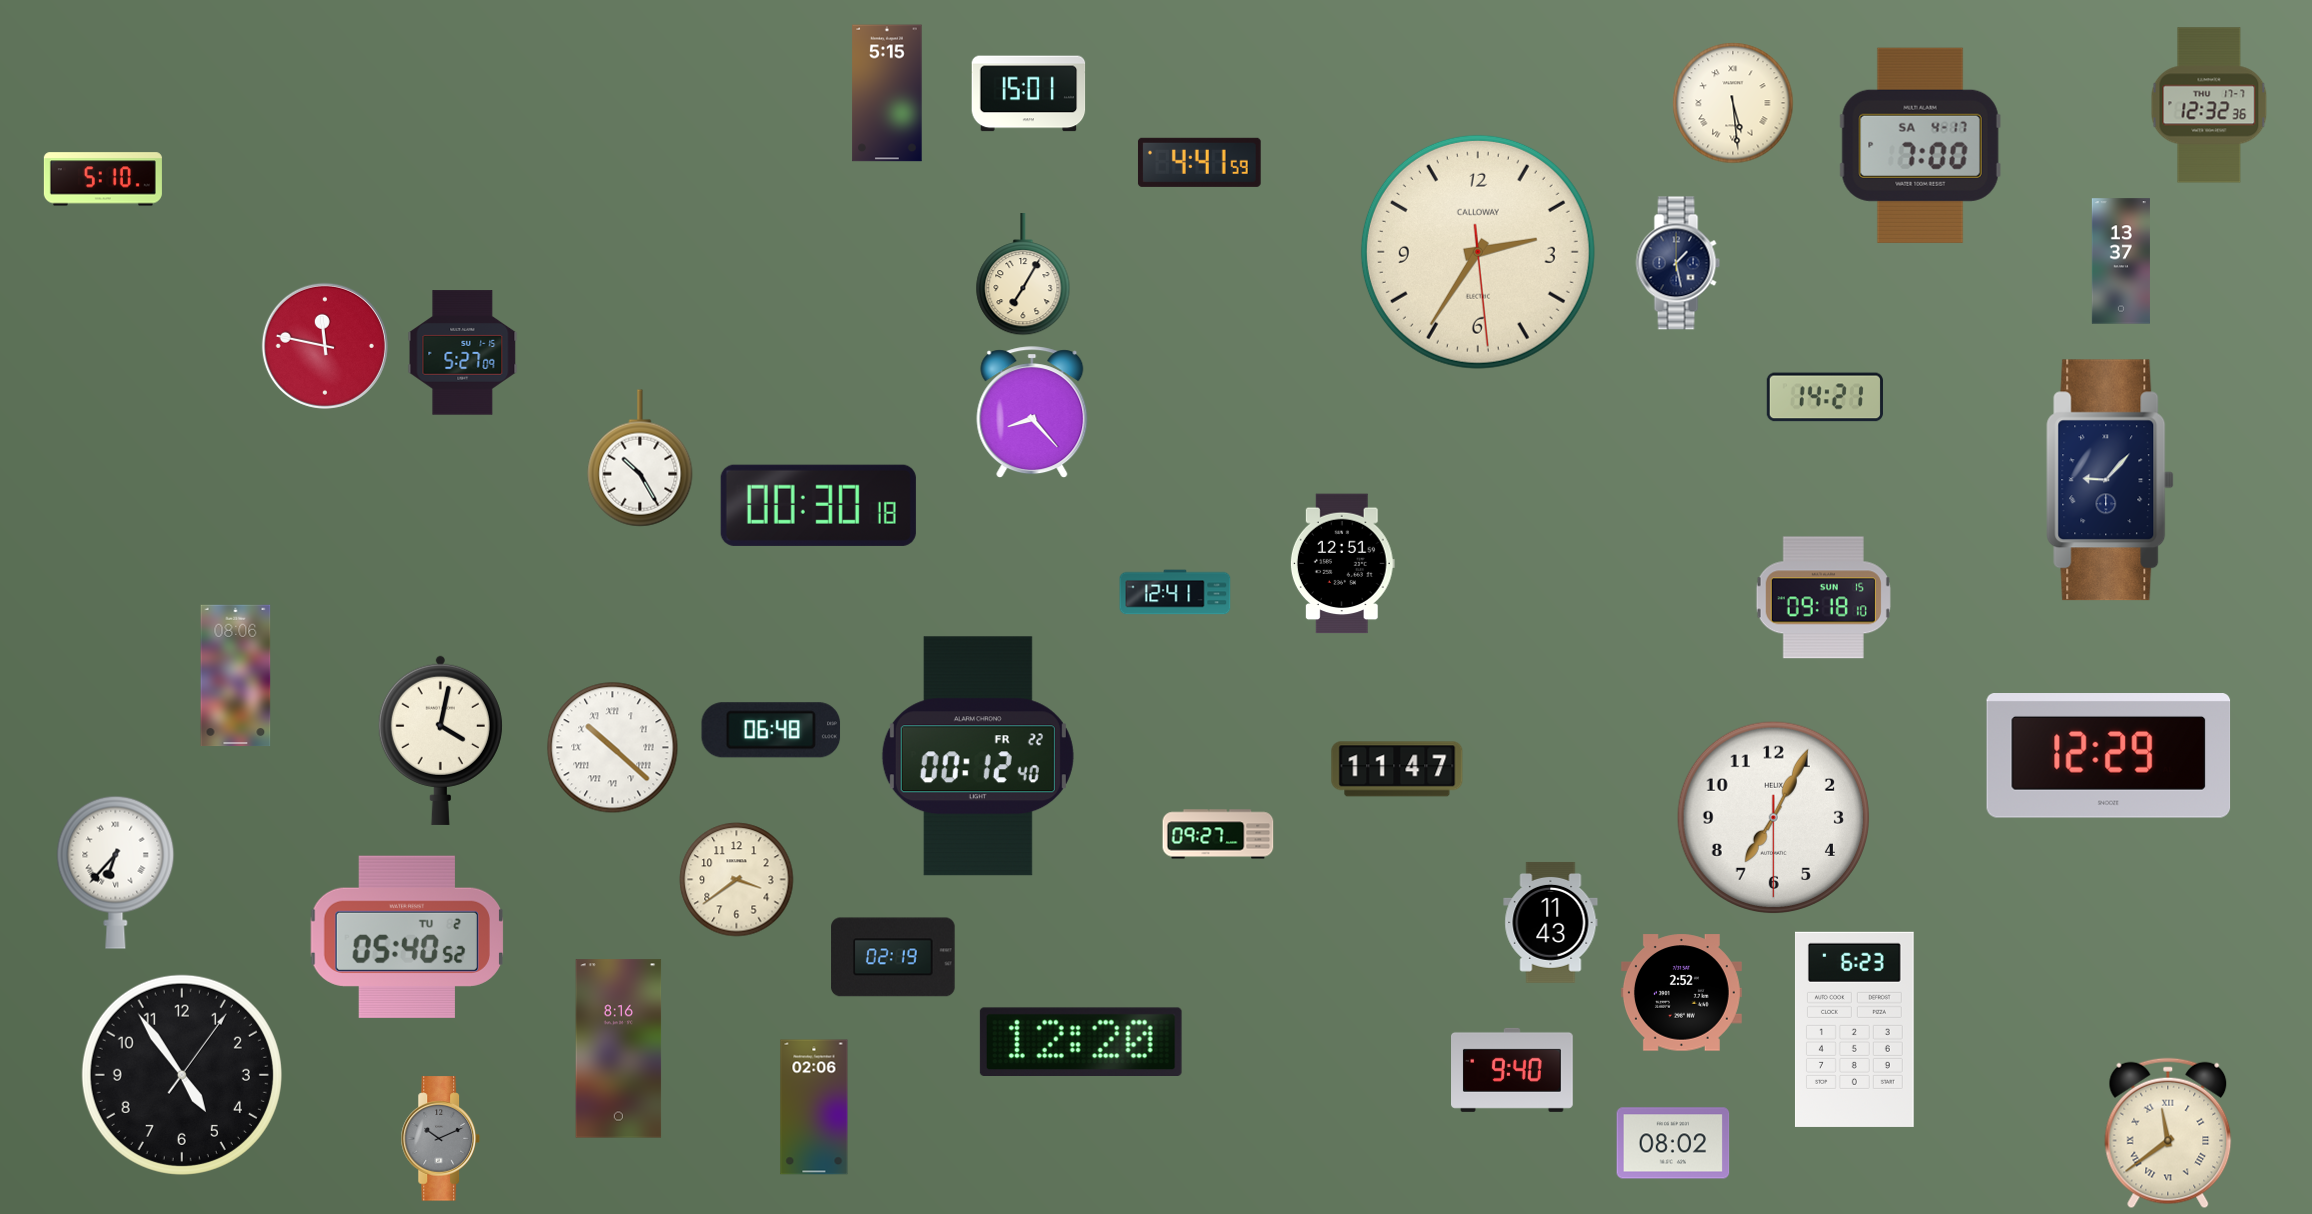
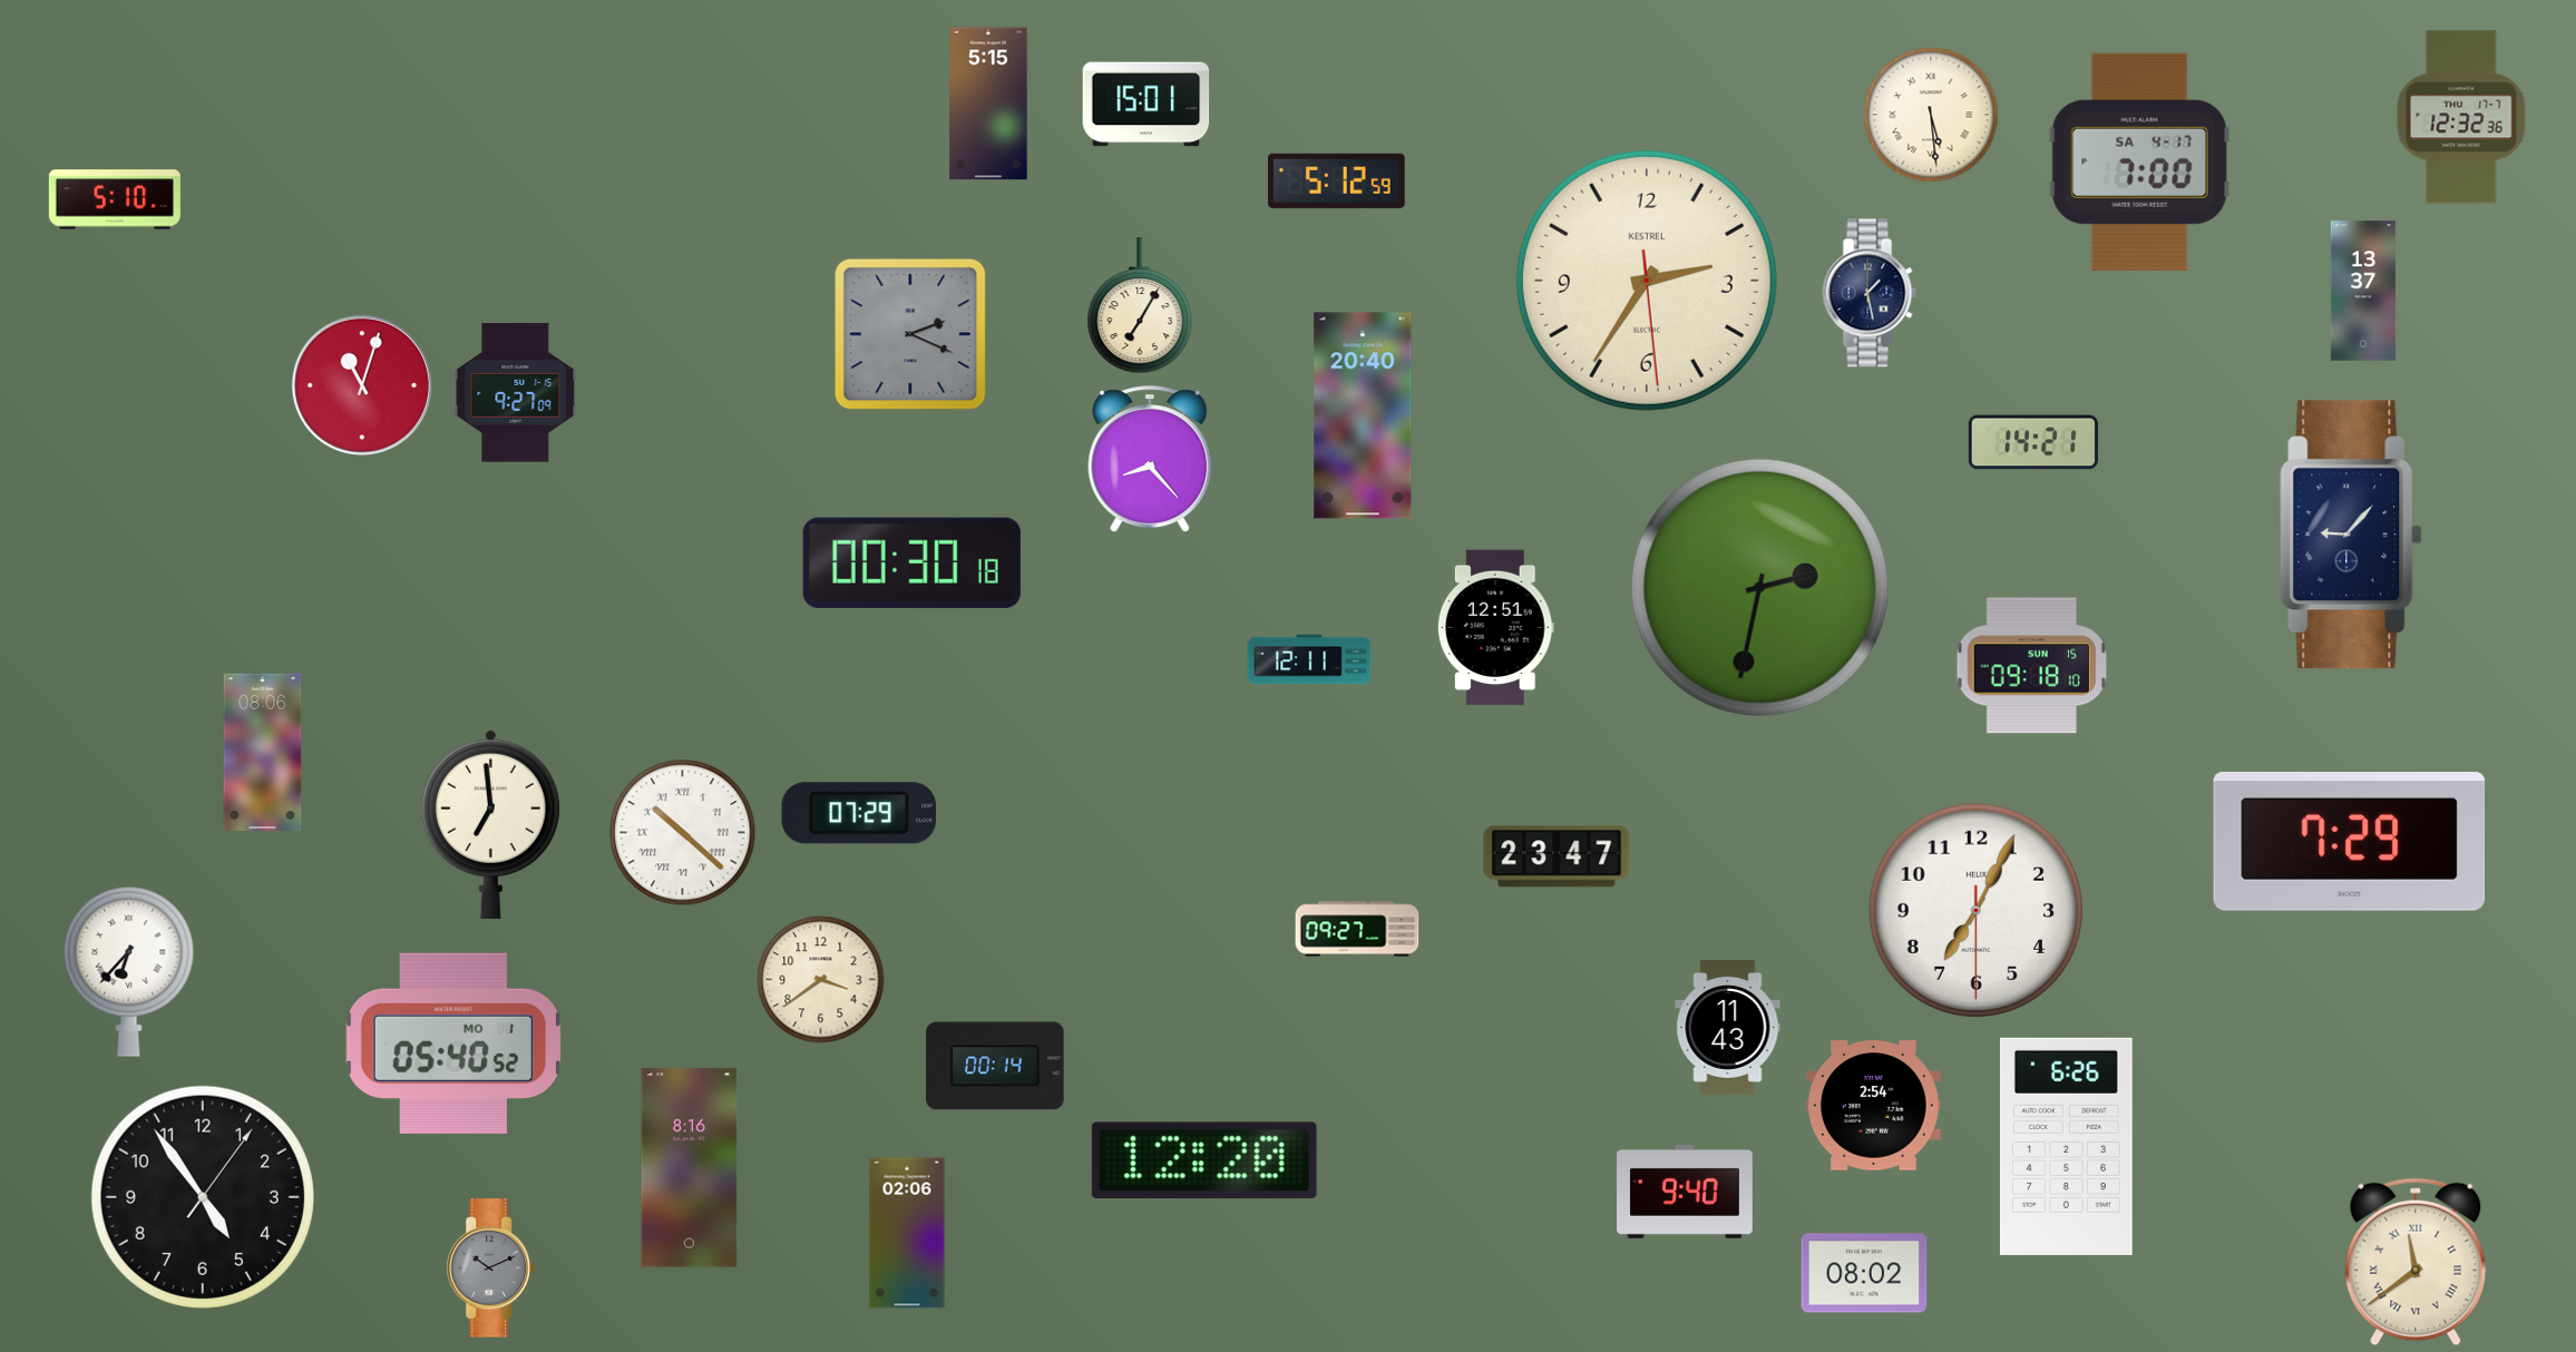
clock at (1199, 162): 4:41 -> 5:12
clock at (1478, 252) brand: CALLOWAY -> KESTREL
clock at (910, 334): none -> 2:19
clock at (325, 346): 11:47 -> 11:03
clock at (463, 353): 5:27 -> 9:27
clock at (1363, 415): none -> 20:40
clock at (640, 458): 10:25 -> none
clock at (1759, 587): none -> 2:32
clock at (1175, 592): 12:41 -> 12:11
clock at (771, 730): 06:48 -> 07:29
clock at (440, 740): 4:02 -> 6:59
clock at (978, 756): 00:12 -> none
clock at (2109, 756): 12:29 -> 7:29
clock at (1397, 769): 11:47 -> 23:47
clock at (406, 937) date: TU 2 -> MO 1
clock at (893, 957): 02:19 -> 00:14
clock at (1681, 993): 2:52 -> 2:54
clock at (1854, 1029): 6:23 -> 6:26
